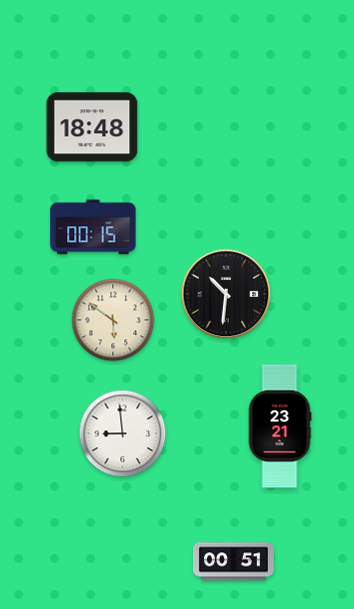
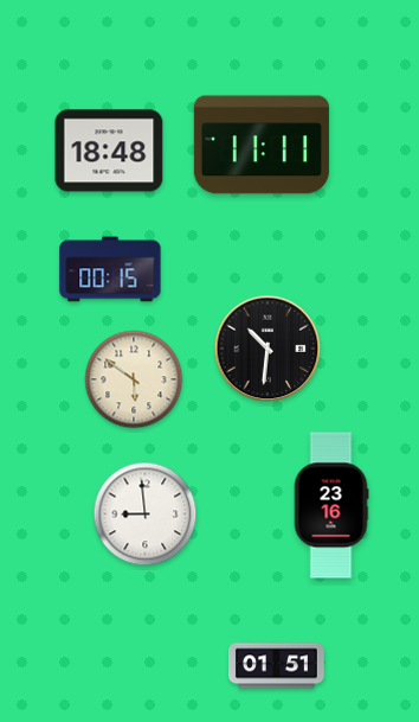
clock at (262, 145): none -> 11:11
clock at (280, 426): 23:21 -> 23:16
clock at (234, 562): 00:51 -> 01:51
